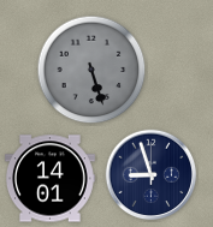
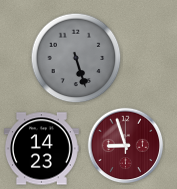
clock at (152, 175) dial: navy -> burgundy
clock at (49, 179): 14:01 -> 14:23
